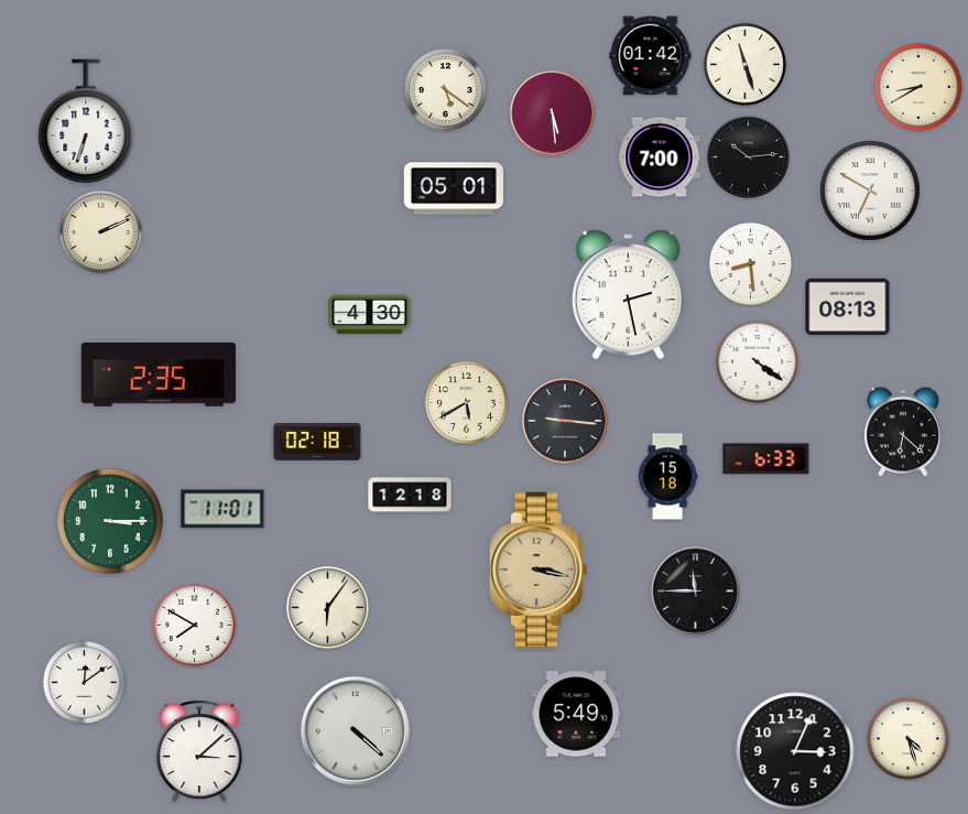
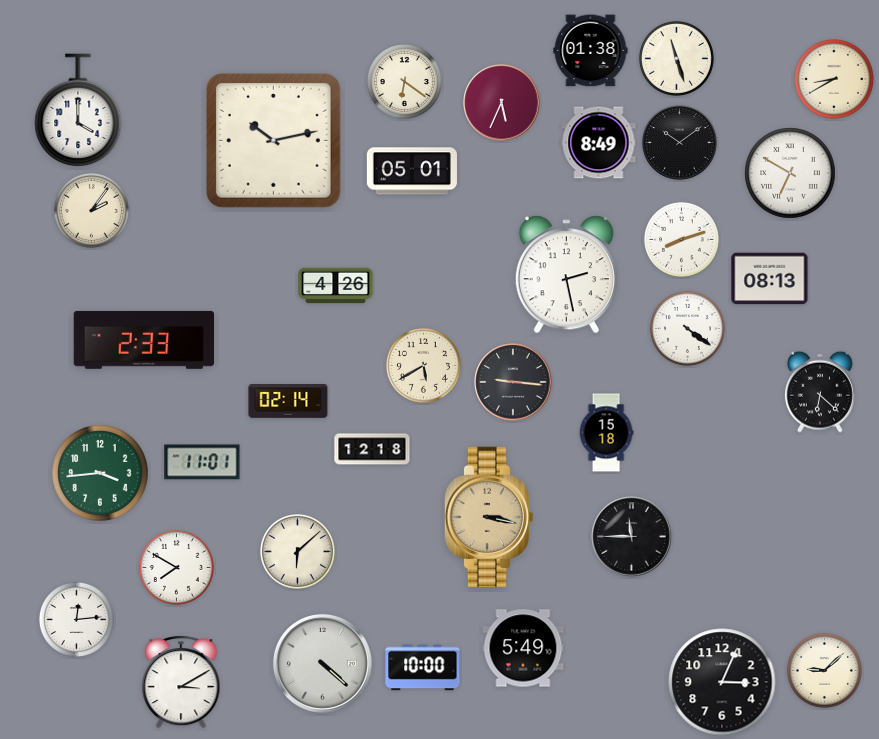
clock at (651, 56): 01:42 -> 01:38
clock at (445, 89): 5:21 -> 6:21
clock at (553, 113): 5:29 -> 5:34
clock at (86, 122): 6:33 -> 4:00
clock at (274, 141): none -> 10:13
clock at (660, 158): 7:00 -> 8:49
clock at (749, 158): 10:14 -> 10:09
clock at (100, 231): 2:11 -> 2:06
clock at (750, 263): 8:29 -> 8:12
clock at (628, 295) position: (628, 295) -> (566, 275)
clock at (370, 315): 4:30 -> 4:26
clock at (159, 375): 2:35 -> 2:33
clock at (317, 442): 02:18 -> 02:14
clock at (766, 459): 6:33 -> none
clock at (110, 521): 3:15 -> 3:44
clock at (327, 607): 6:06 -> 6:08
clock at (84, 682): 12:09 -> 12:14
clock at (423, 668): none -> 10:00
clock at (907, 738): 4:27 -> 9:08
clock at (199, 751): 3:08 -> 3:10
